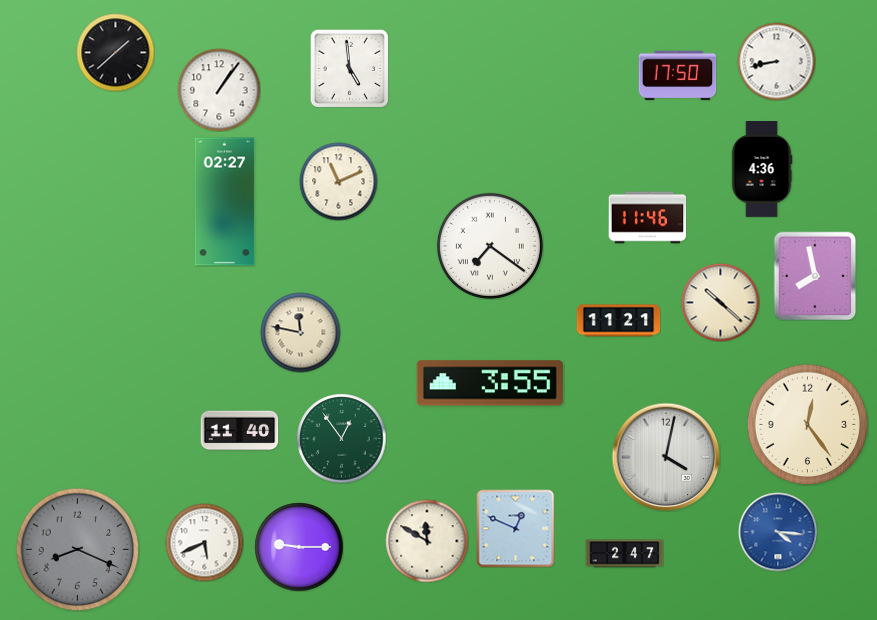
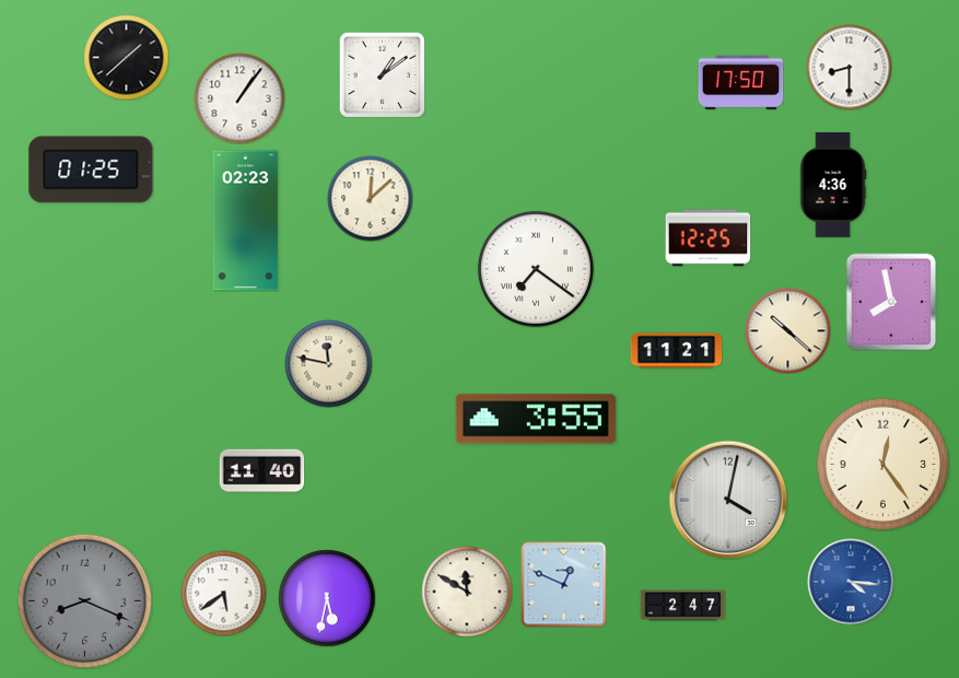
clock at (776, 61): 8:43 -> 8:30
clock at (349, 68): 4:59 -> 1:09
clock at (91, 169): none -> 01:25
clock at (338, 181): 11:11 -> 12:08
clock at (225, 202): 02:27 -> 02:23
clock at (647, 218): 11:46 -> 12:25
clock at (341, 438): 12:54 -> none
clock at (515, 528) position: (515, 528) -> (563, 584)
clock at (204, 542): 5:41 -> 5:39
clock at (299, 547): 9:15 -> 5:32
